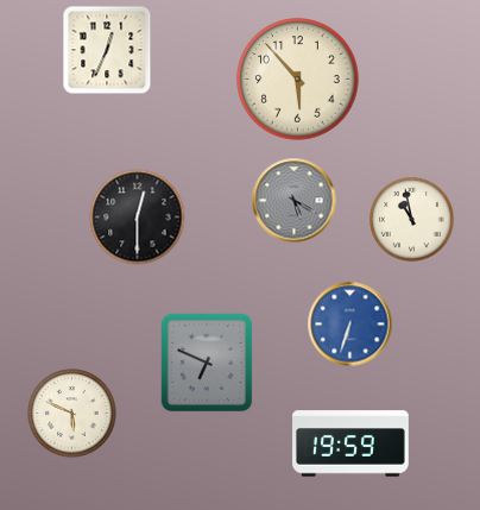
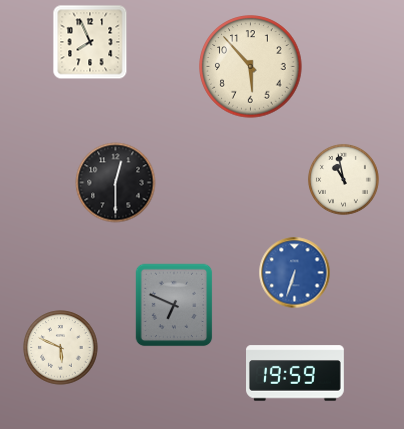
clock at (107, 50): 12:34 -> 7:56
clock at (295, 201): 5:20 -> none
clock at (411, 219) position: (411, 219) -> (343, 179)
